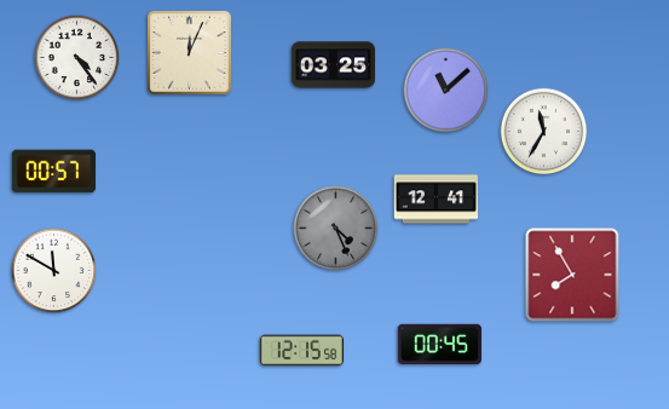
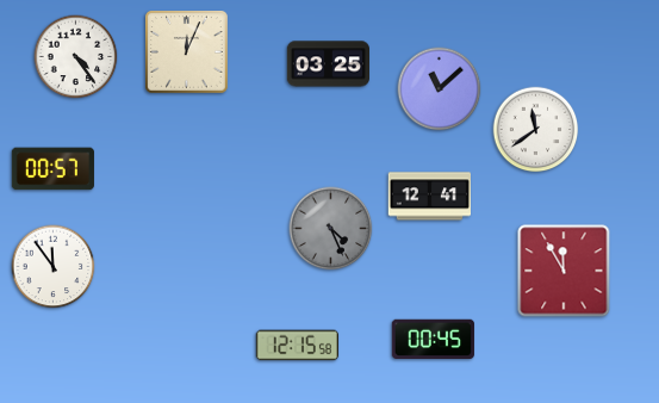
clock at (544, 132): 11:35 -> 11:39
clock at (336, 229) position: (336, 229) -> (331, 229)
clock at (54, 271): 11:50 -> 11:54
clock at (572, 275): 7:55 -> 11:55
